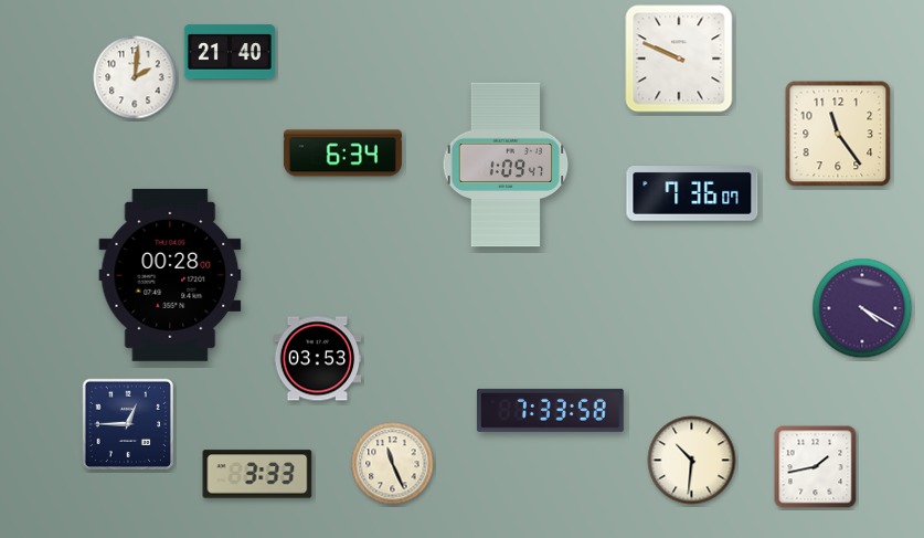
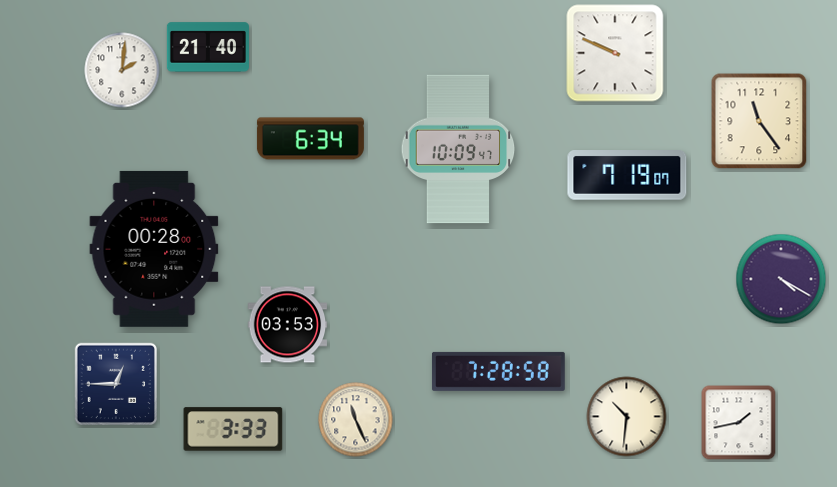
clock at (506, 165): 1:09 -> 10:09
clock at (692, 194): 7:36 -> 7:19
clock at (551, 410): 7:33 -> 7:28
